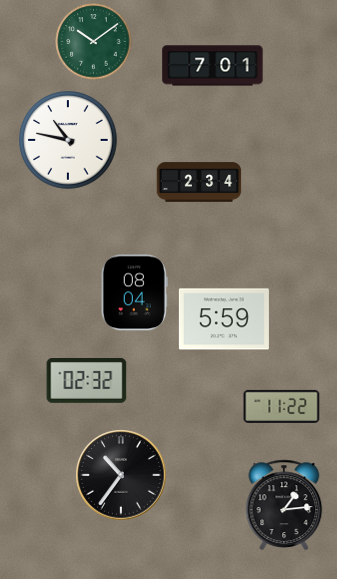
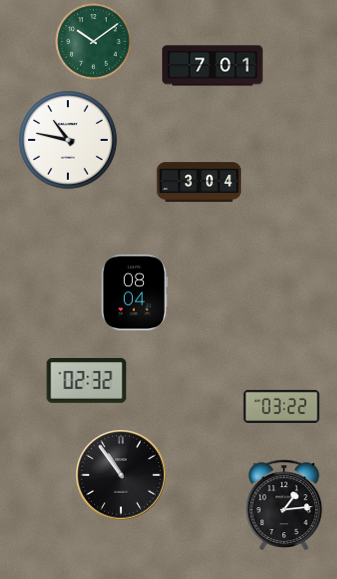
clock at (199, 182): 2:34 -> 3:04
clock at (224, 319): 5:59 -> none
clock at (282, 406): 11:22 -> 03:22
clock at (121, 475): 10:36 -> 10:54
